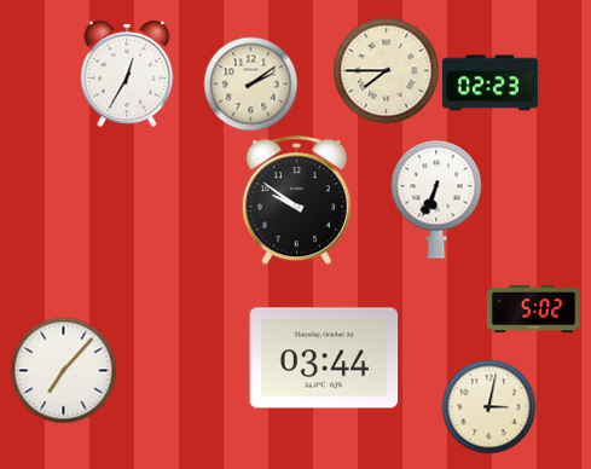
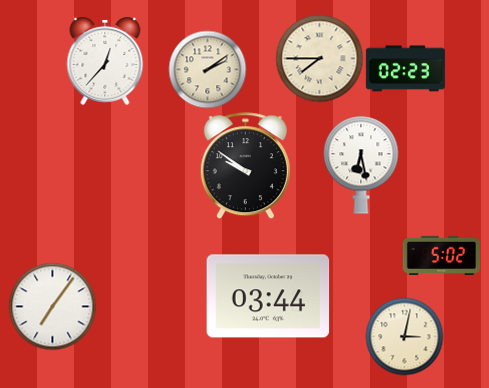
clock at (127, 74): 12:35 -> 12:37
clock at (436, 199): 6:34 -> 6:28
clock at (63, 370): 7:07 -> 7:06
